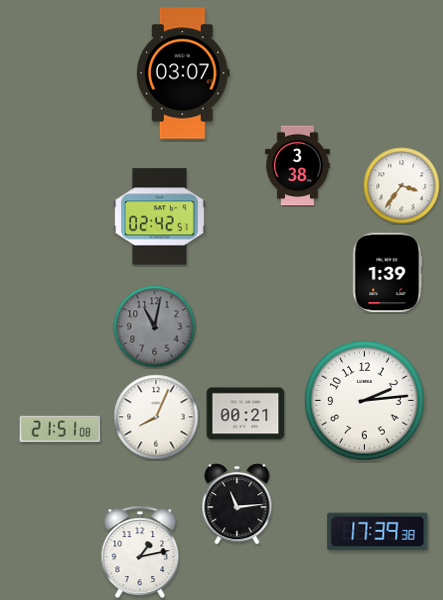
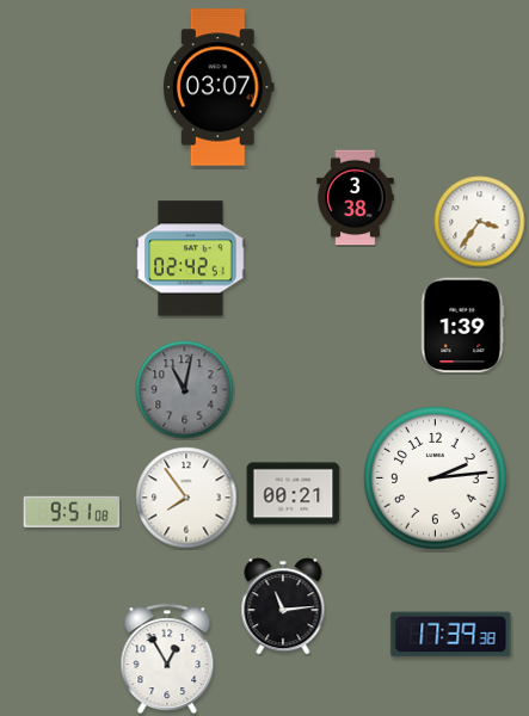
clock at (156, 417): 8:04 -> 7:54
clock at (60, 429): 21:51 -> 9:51
clock at (237, 504) position: (237, 504) -> (283, 606)
clock at (140, 552): 1:13 -> 12:55
